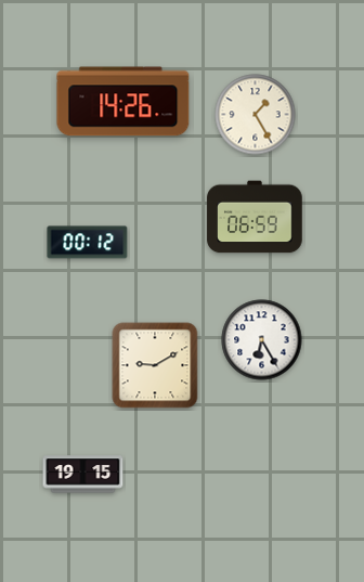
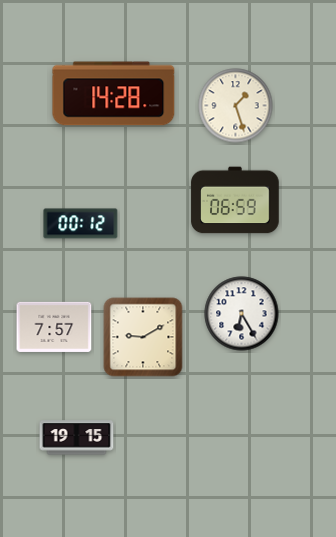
clock at (123, 102): 14:26 -> 14:28
clock at (256, 115): 1:25 -> 1:27
clock at (54, 327): none -> 7:57
